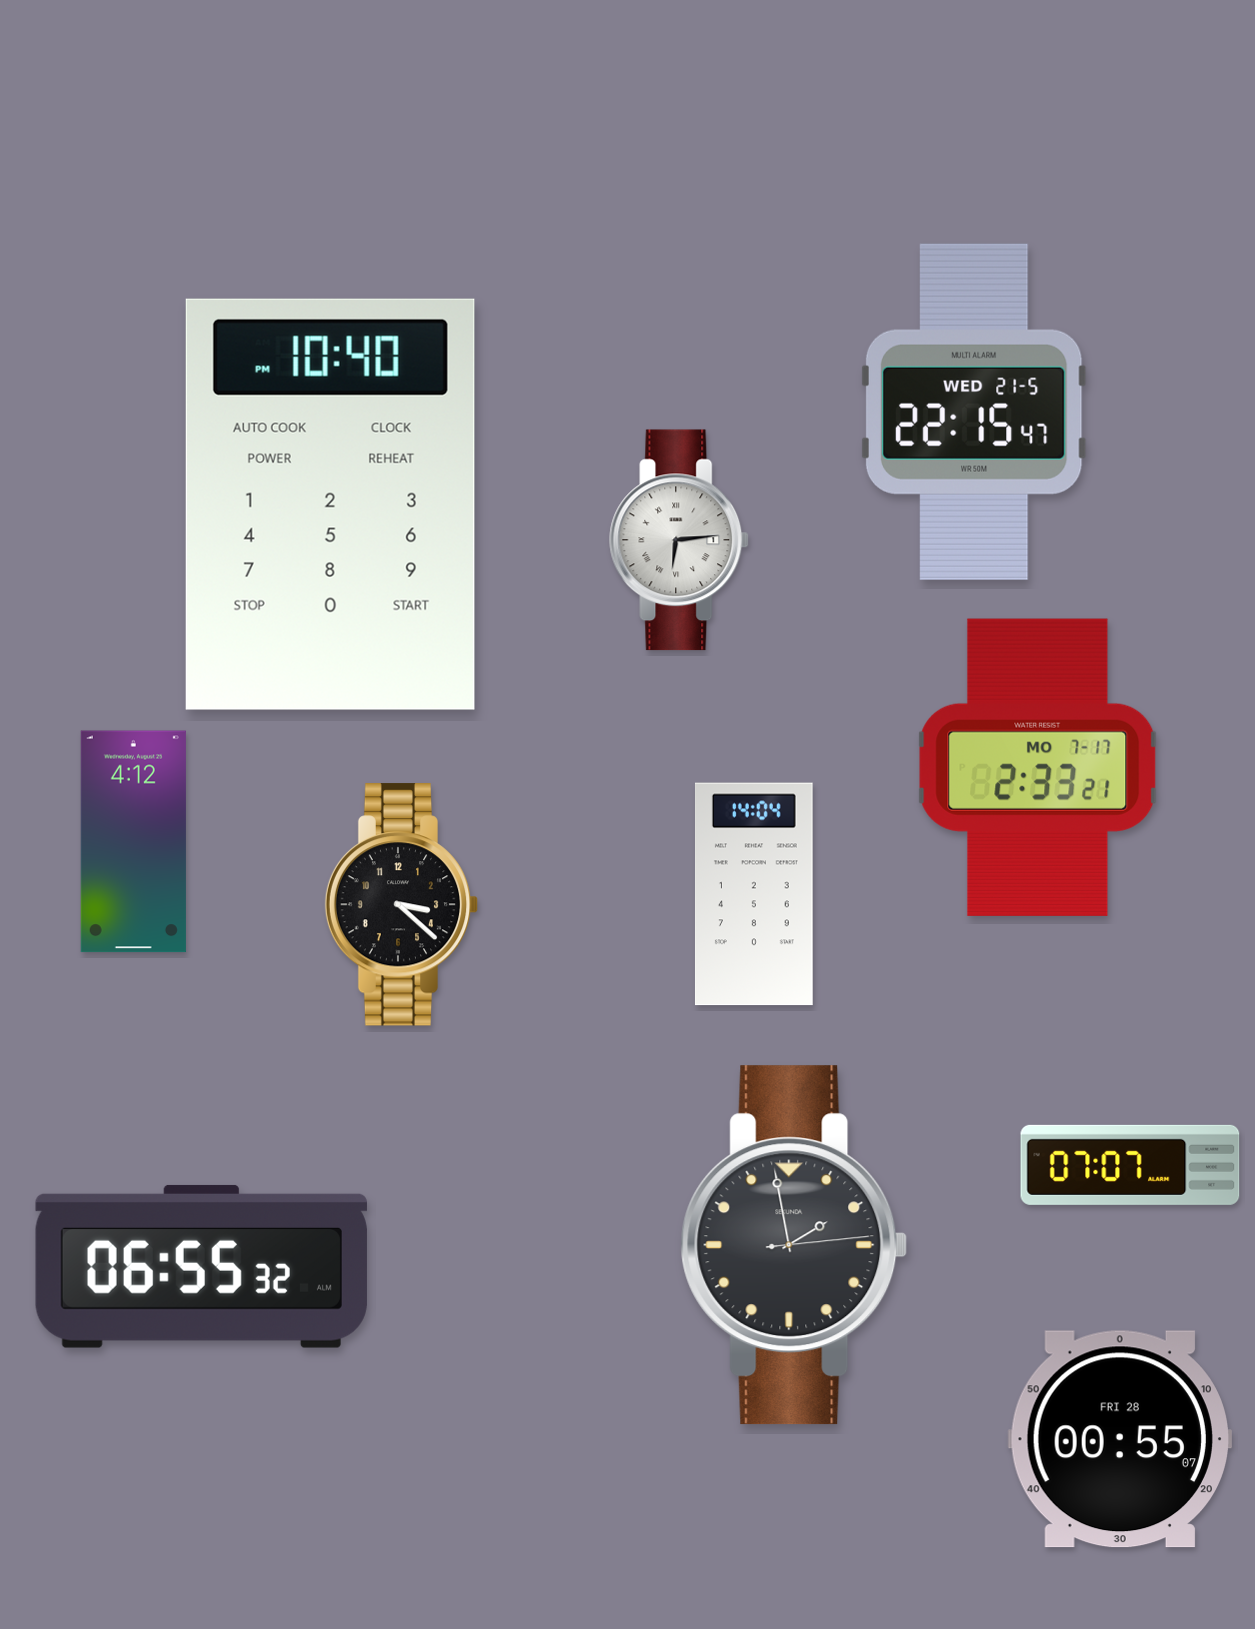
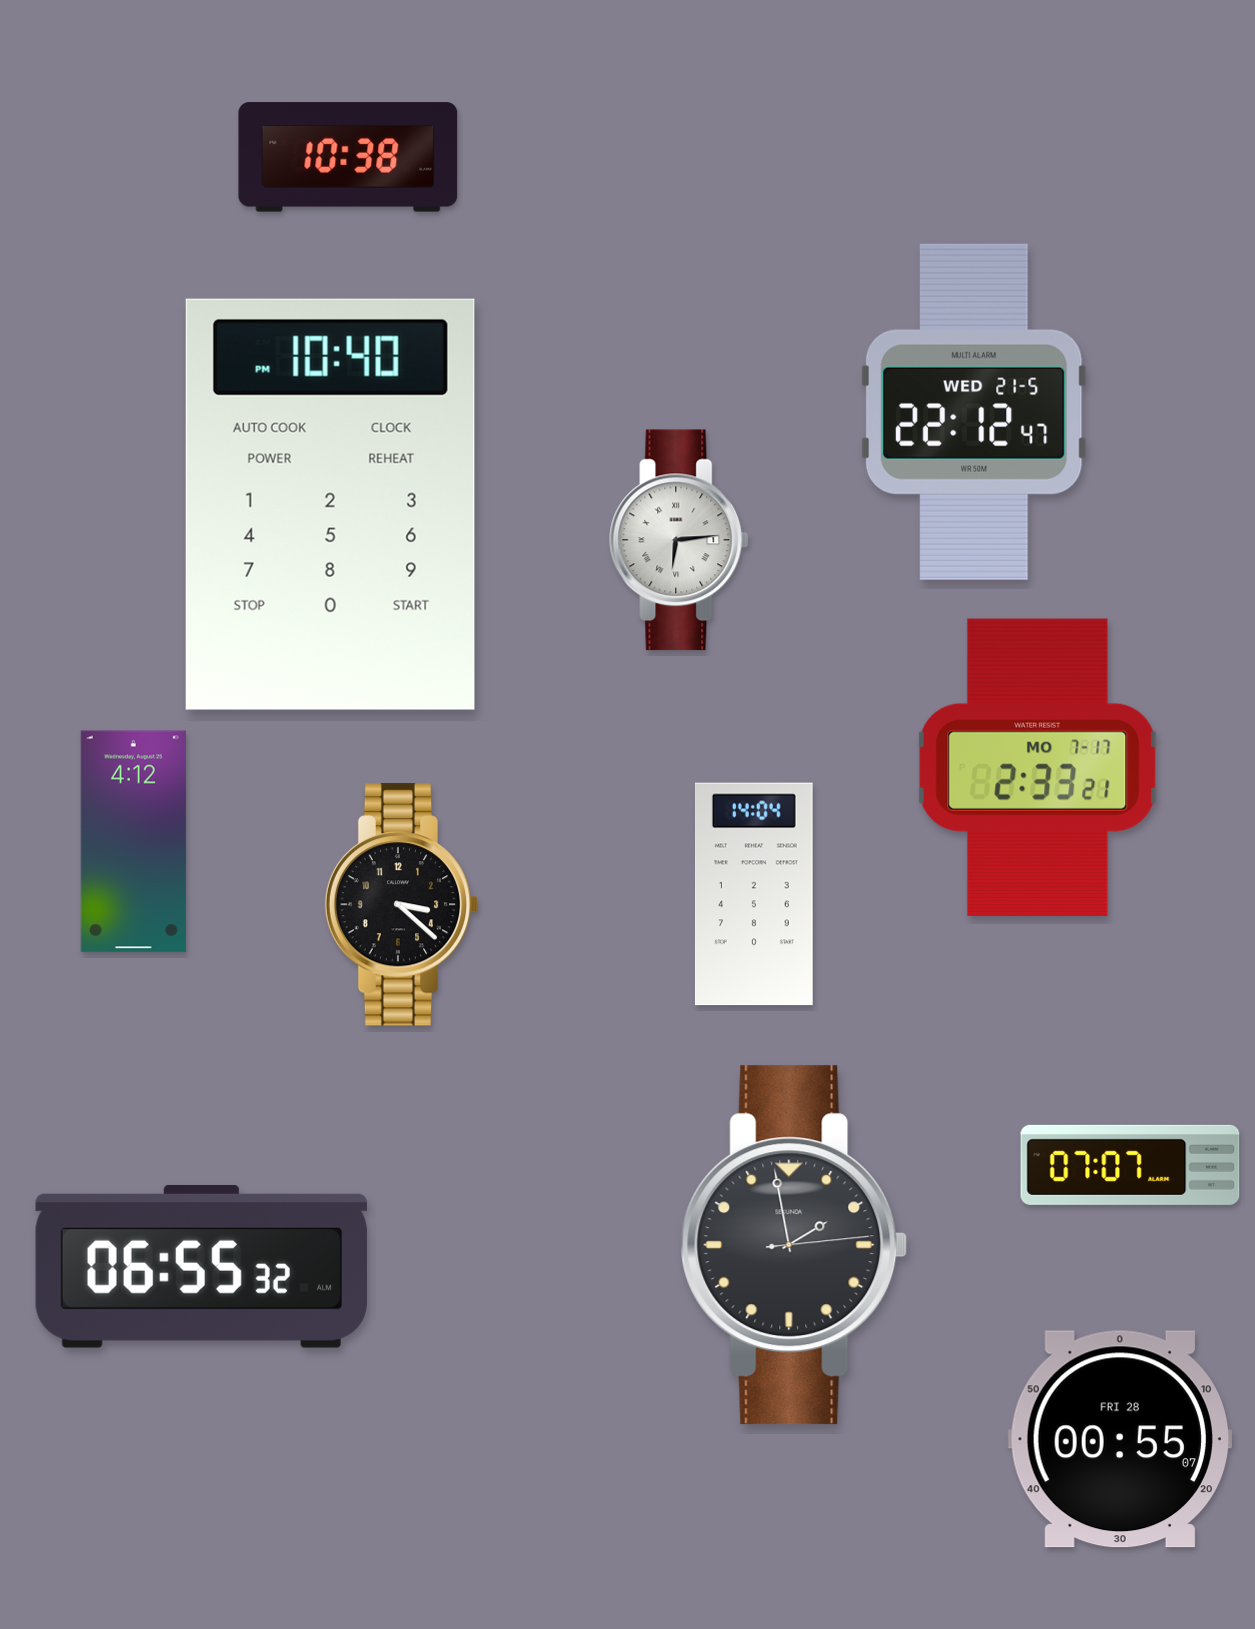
clock at (348, 157): none -> 10:38
clock at (974, 412): 22:15 -> 22:12
